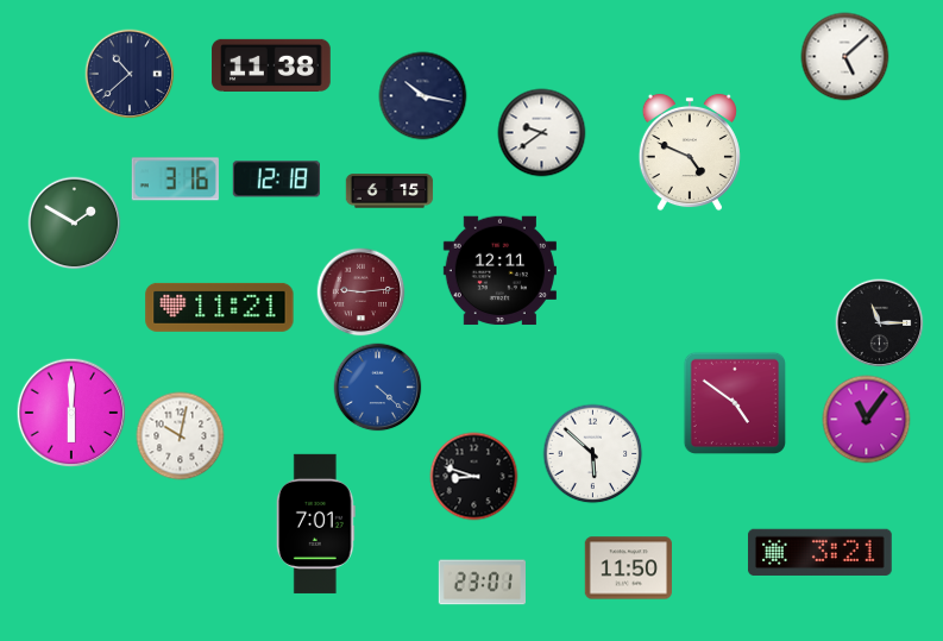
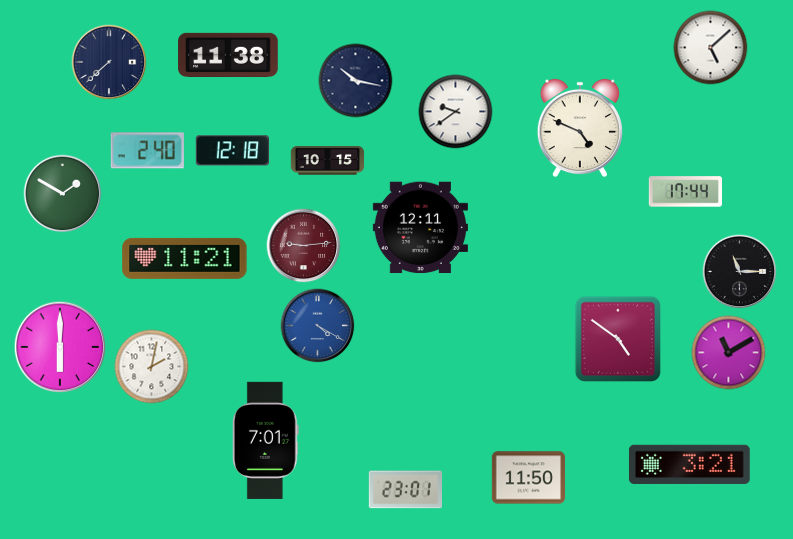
clock at (130, 74): 10:38 -> 7:38
clock at (175, 180): 3:16 -> 2:40
clock at (390, 191): 6:15 -> 10:15
clock at (75, 224) position: (75, 224) -> (63, 194)
clock at (685, 192): none -> 17:44
clock at (378, 388): 4:22 -> 4:20
clock at (867, 420): 11:06 -> 11:10
clock at (181, 436): 10:02 -> 2:02
clock at (593, 454): 5:52 -> none
clock at (474, 477): 8:48 -> none
